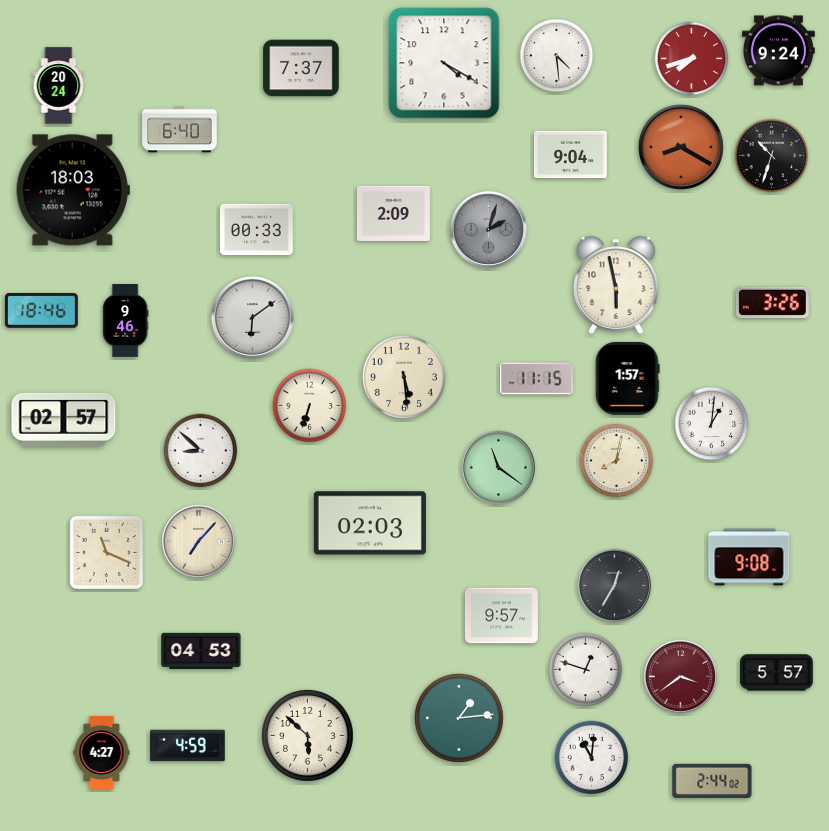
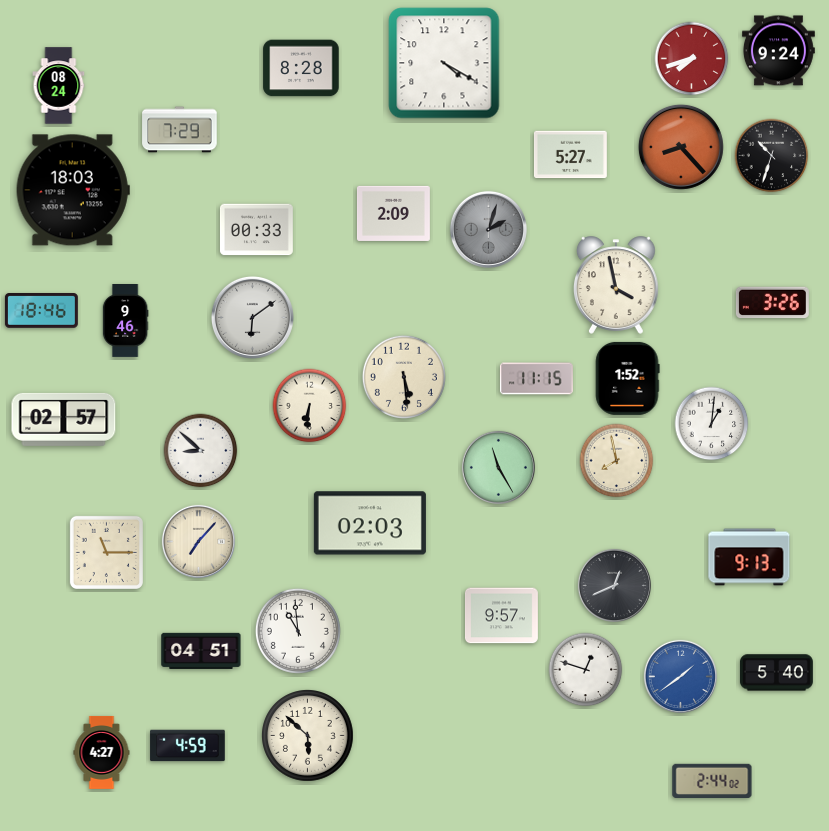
clock at (557, 56): 4:29 -> none
clock at (301, 68): 7:37 -> 8:28
clock at (59, 86): 20:24 -> 08:24
clock at (180, 130): 6:40 -> 7:29
clock at (681, 147): 8:20 -> 8:23
clock at (570, 155): 9:04 -> 5:27
clock at (617, 285): 5:58 -> 3:58
clock at (628, 378): 1:57 -> 1:52
clock at (310, 406): 6:33 -> 6:31
clock at (617, 461): 8:02 -> 7:58
clock at (498, 467): 11:21 -> 11:25
clock at (106, 552): 11:19 -> 11:15
clock at (749, 557): 9:08 -> 9:13
clock at (614, 585): 12:35 -> 12:41
clock at (298, 631): none -> 10:59
clock at (201, 651): 04:53 -> 04:51
clock at (776, 673): 5:57 -> 5:40
clock at (680, 676): 3:39 -> 1:39
clock at (680, 676) dial: burgundy -> blue
clock at (459, 718): 1:14 -> none
clock at (592, 758): 11:01 -> none
